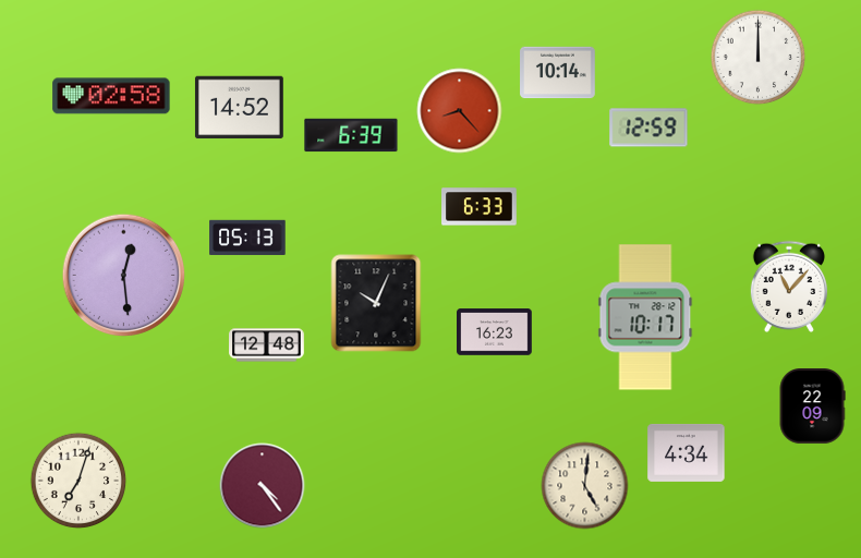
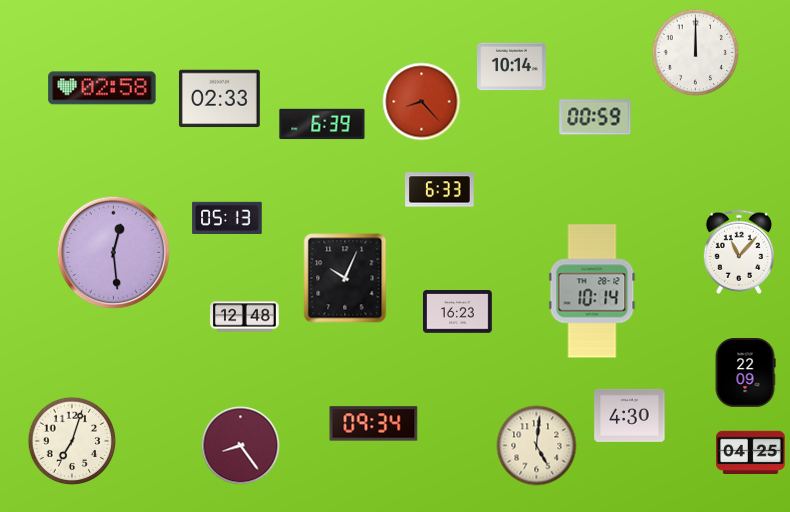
clock at (239, 108): 14:52 -> 02:33
clock at (648, 128): 12:59 -> 00:59
clock at (789, 287) position: (789, 287) -> (739, 252)
clock at (645, 317): 10:17 -> 10:14
clock at (495, 332) position: (495, 332) -> (458, 312)
clock at (687, 452): 4:34 -> 4:30
clock at (374, 424): none -> 09:34
clock at (263, 486): 4:24 -> 8:24
clock at (751, 452): none -> 04:25
